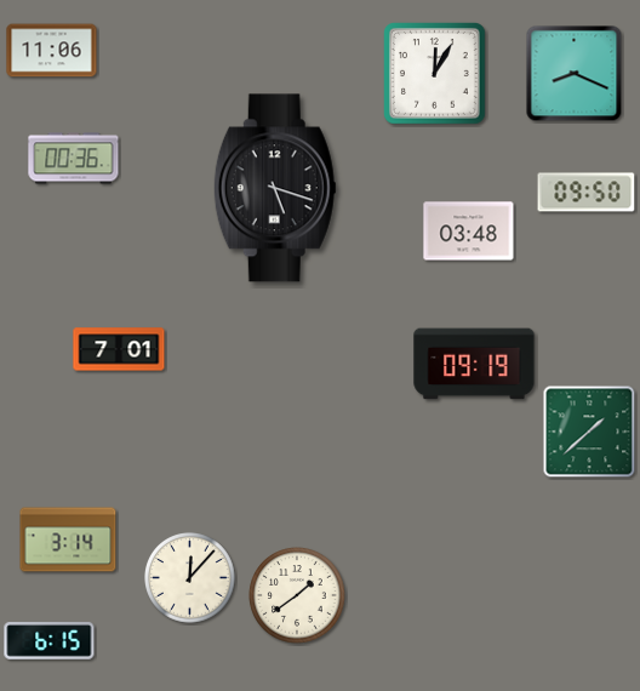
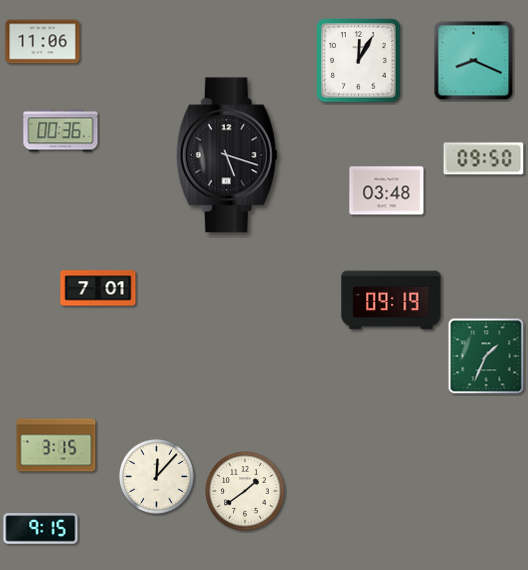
clock at (589, 432): 1:38 -> 1:34
clock at (68, 539): 3:14 -> 3:15
clock at (50, 641): 6:15 -> 9:15
